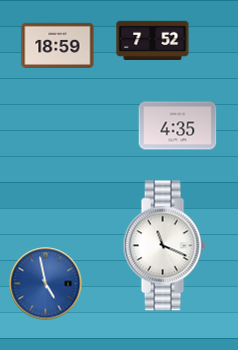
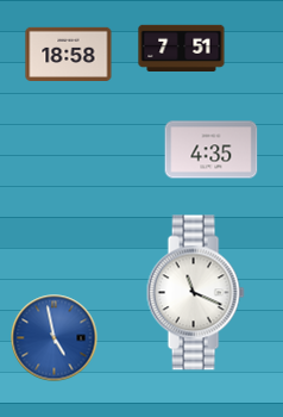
clock at (153, 40): 7:52 -> 7:51
clock at (58, 45): 18:59 -> 18:58
